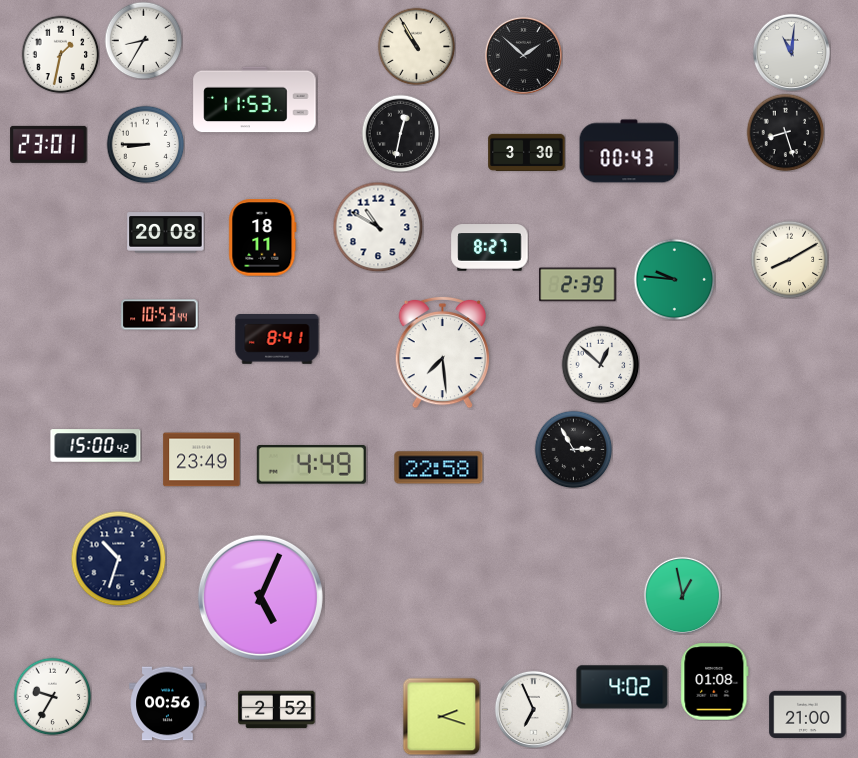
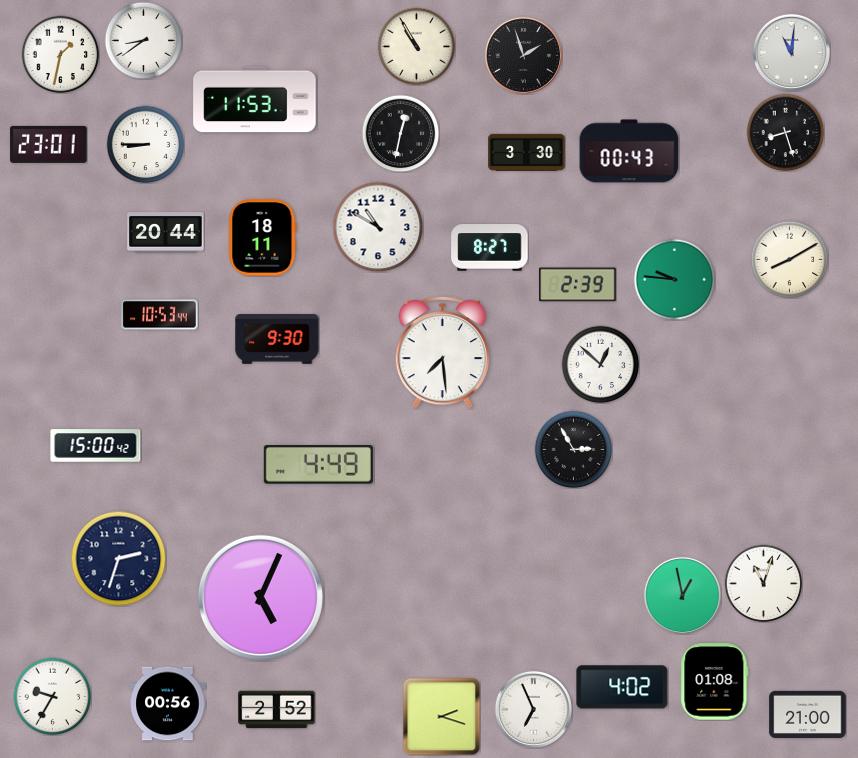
clock at (143, 40): 8:35 -> 8:39
clock at (523, 55): 1:52 -> 1:57
clock at (166, 233): 20:08 -> 20:44
clock at (277, 340): 8:41 -> 9:30
clock at (202, 460): 23:49 -> none
clock at (311, 465) position: (311, 465) -> (318, 465)
clock at (439, 468): 22:58 -> none
clock at (118, 558): 10:33 -> 2:33
clock at (763, 583): none -> 11:03
